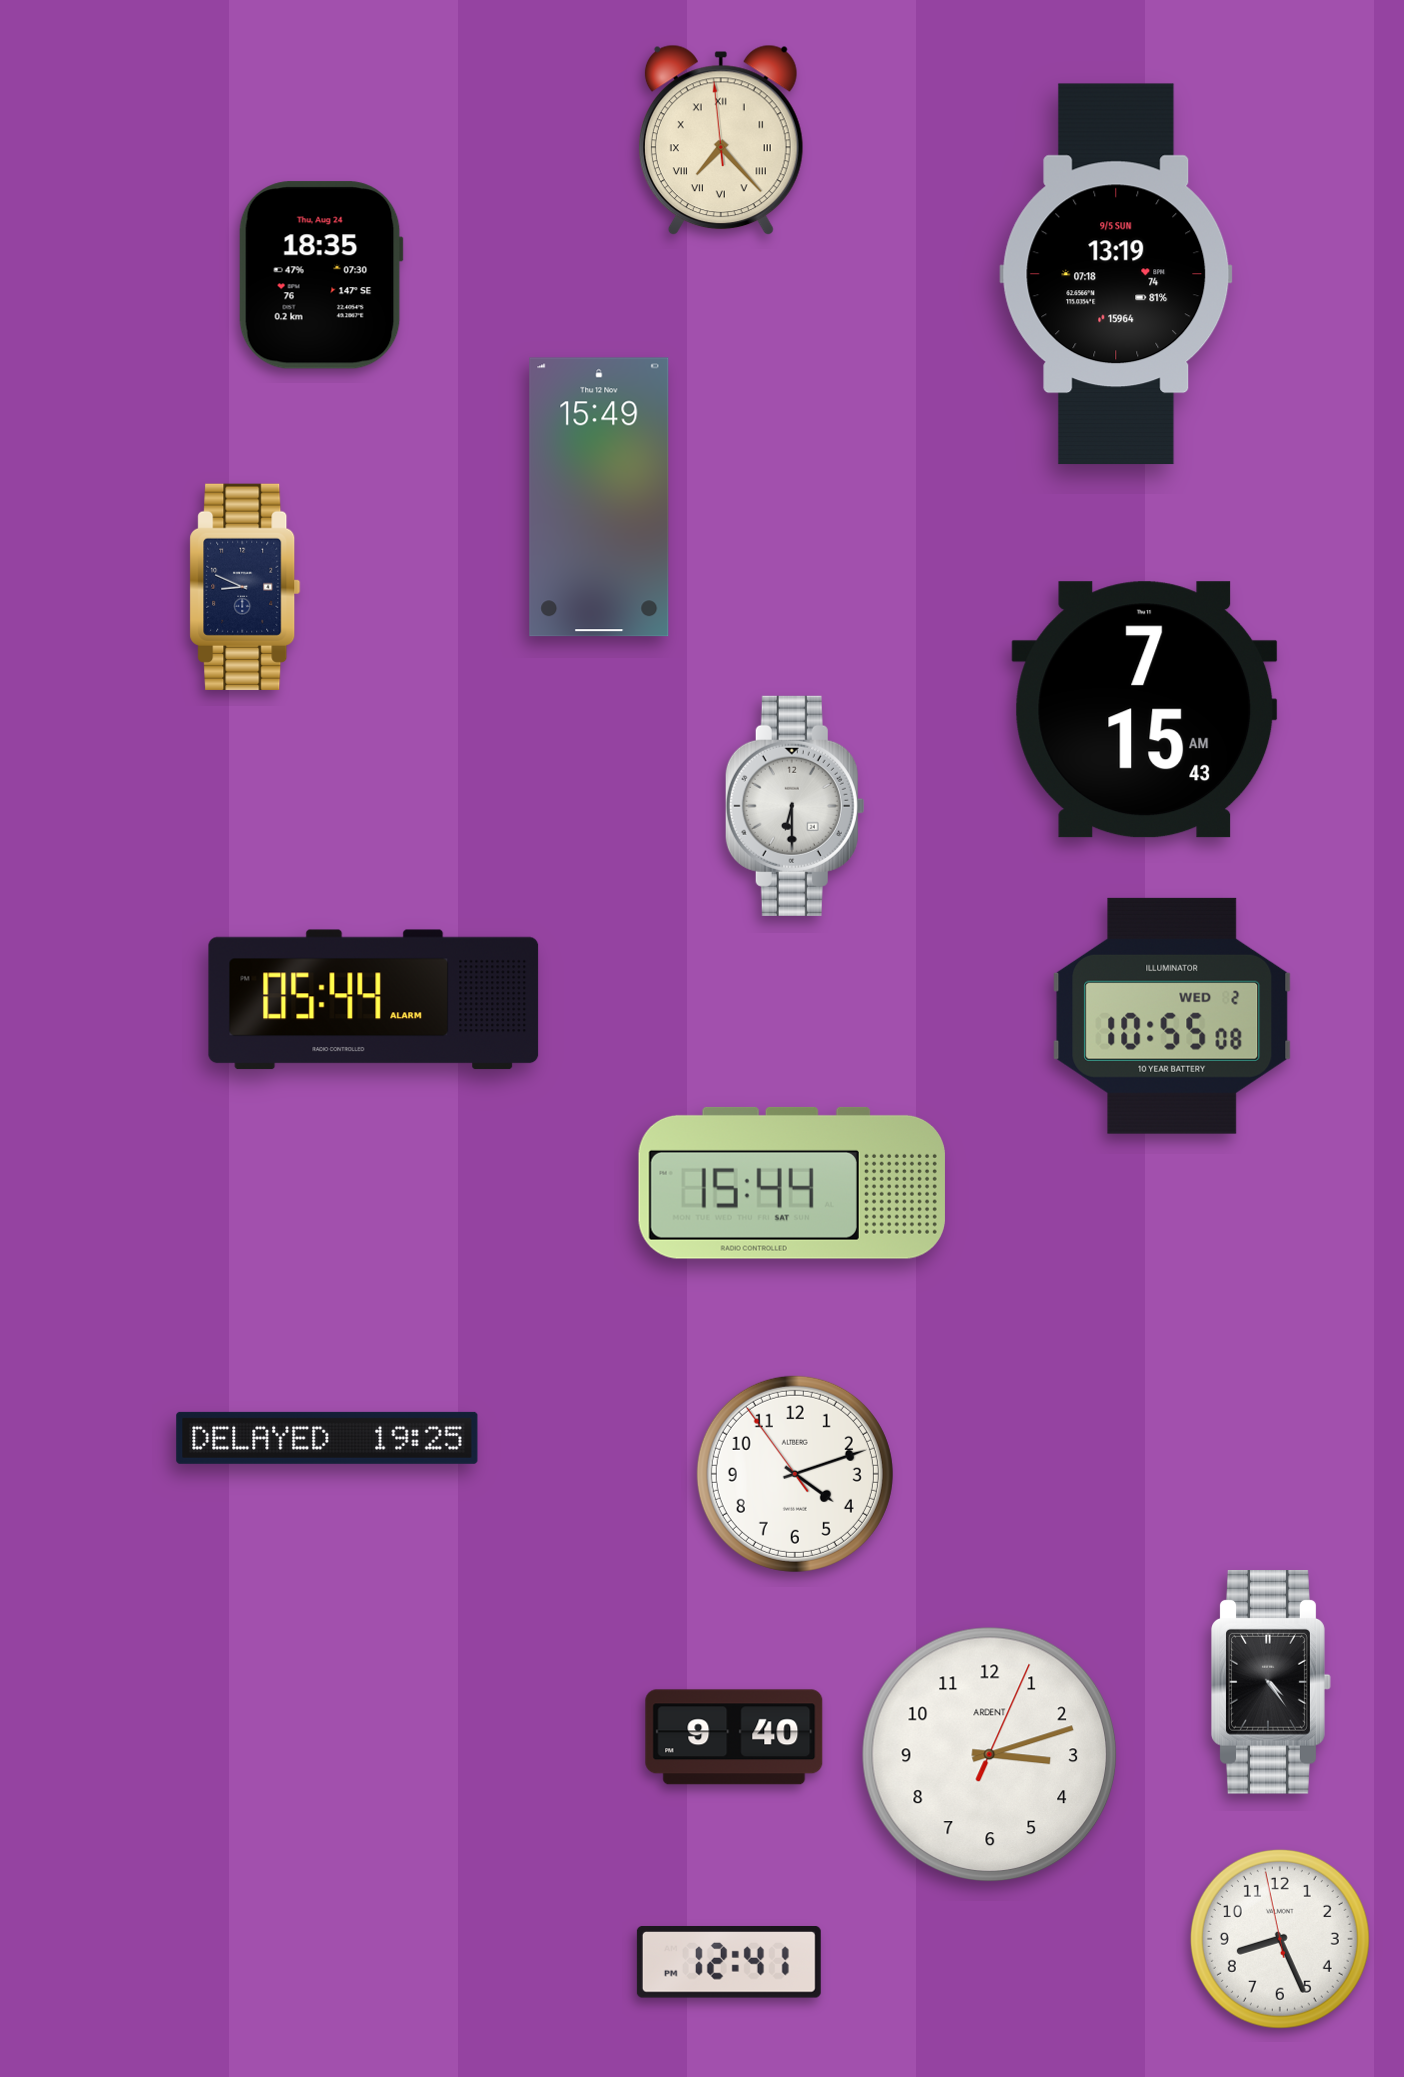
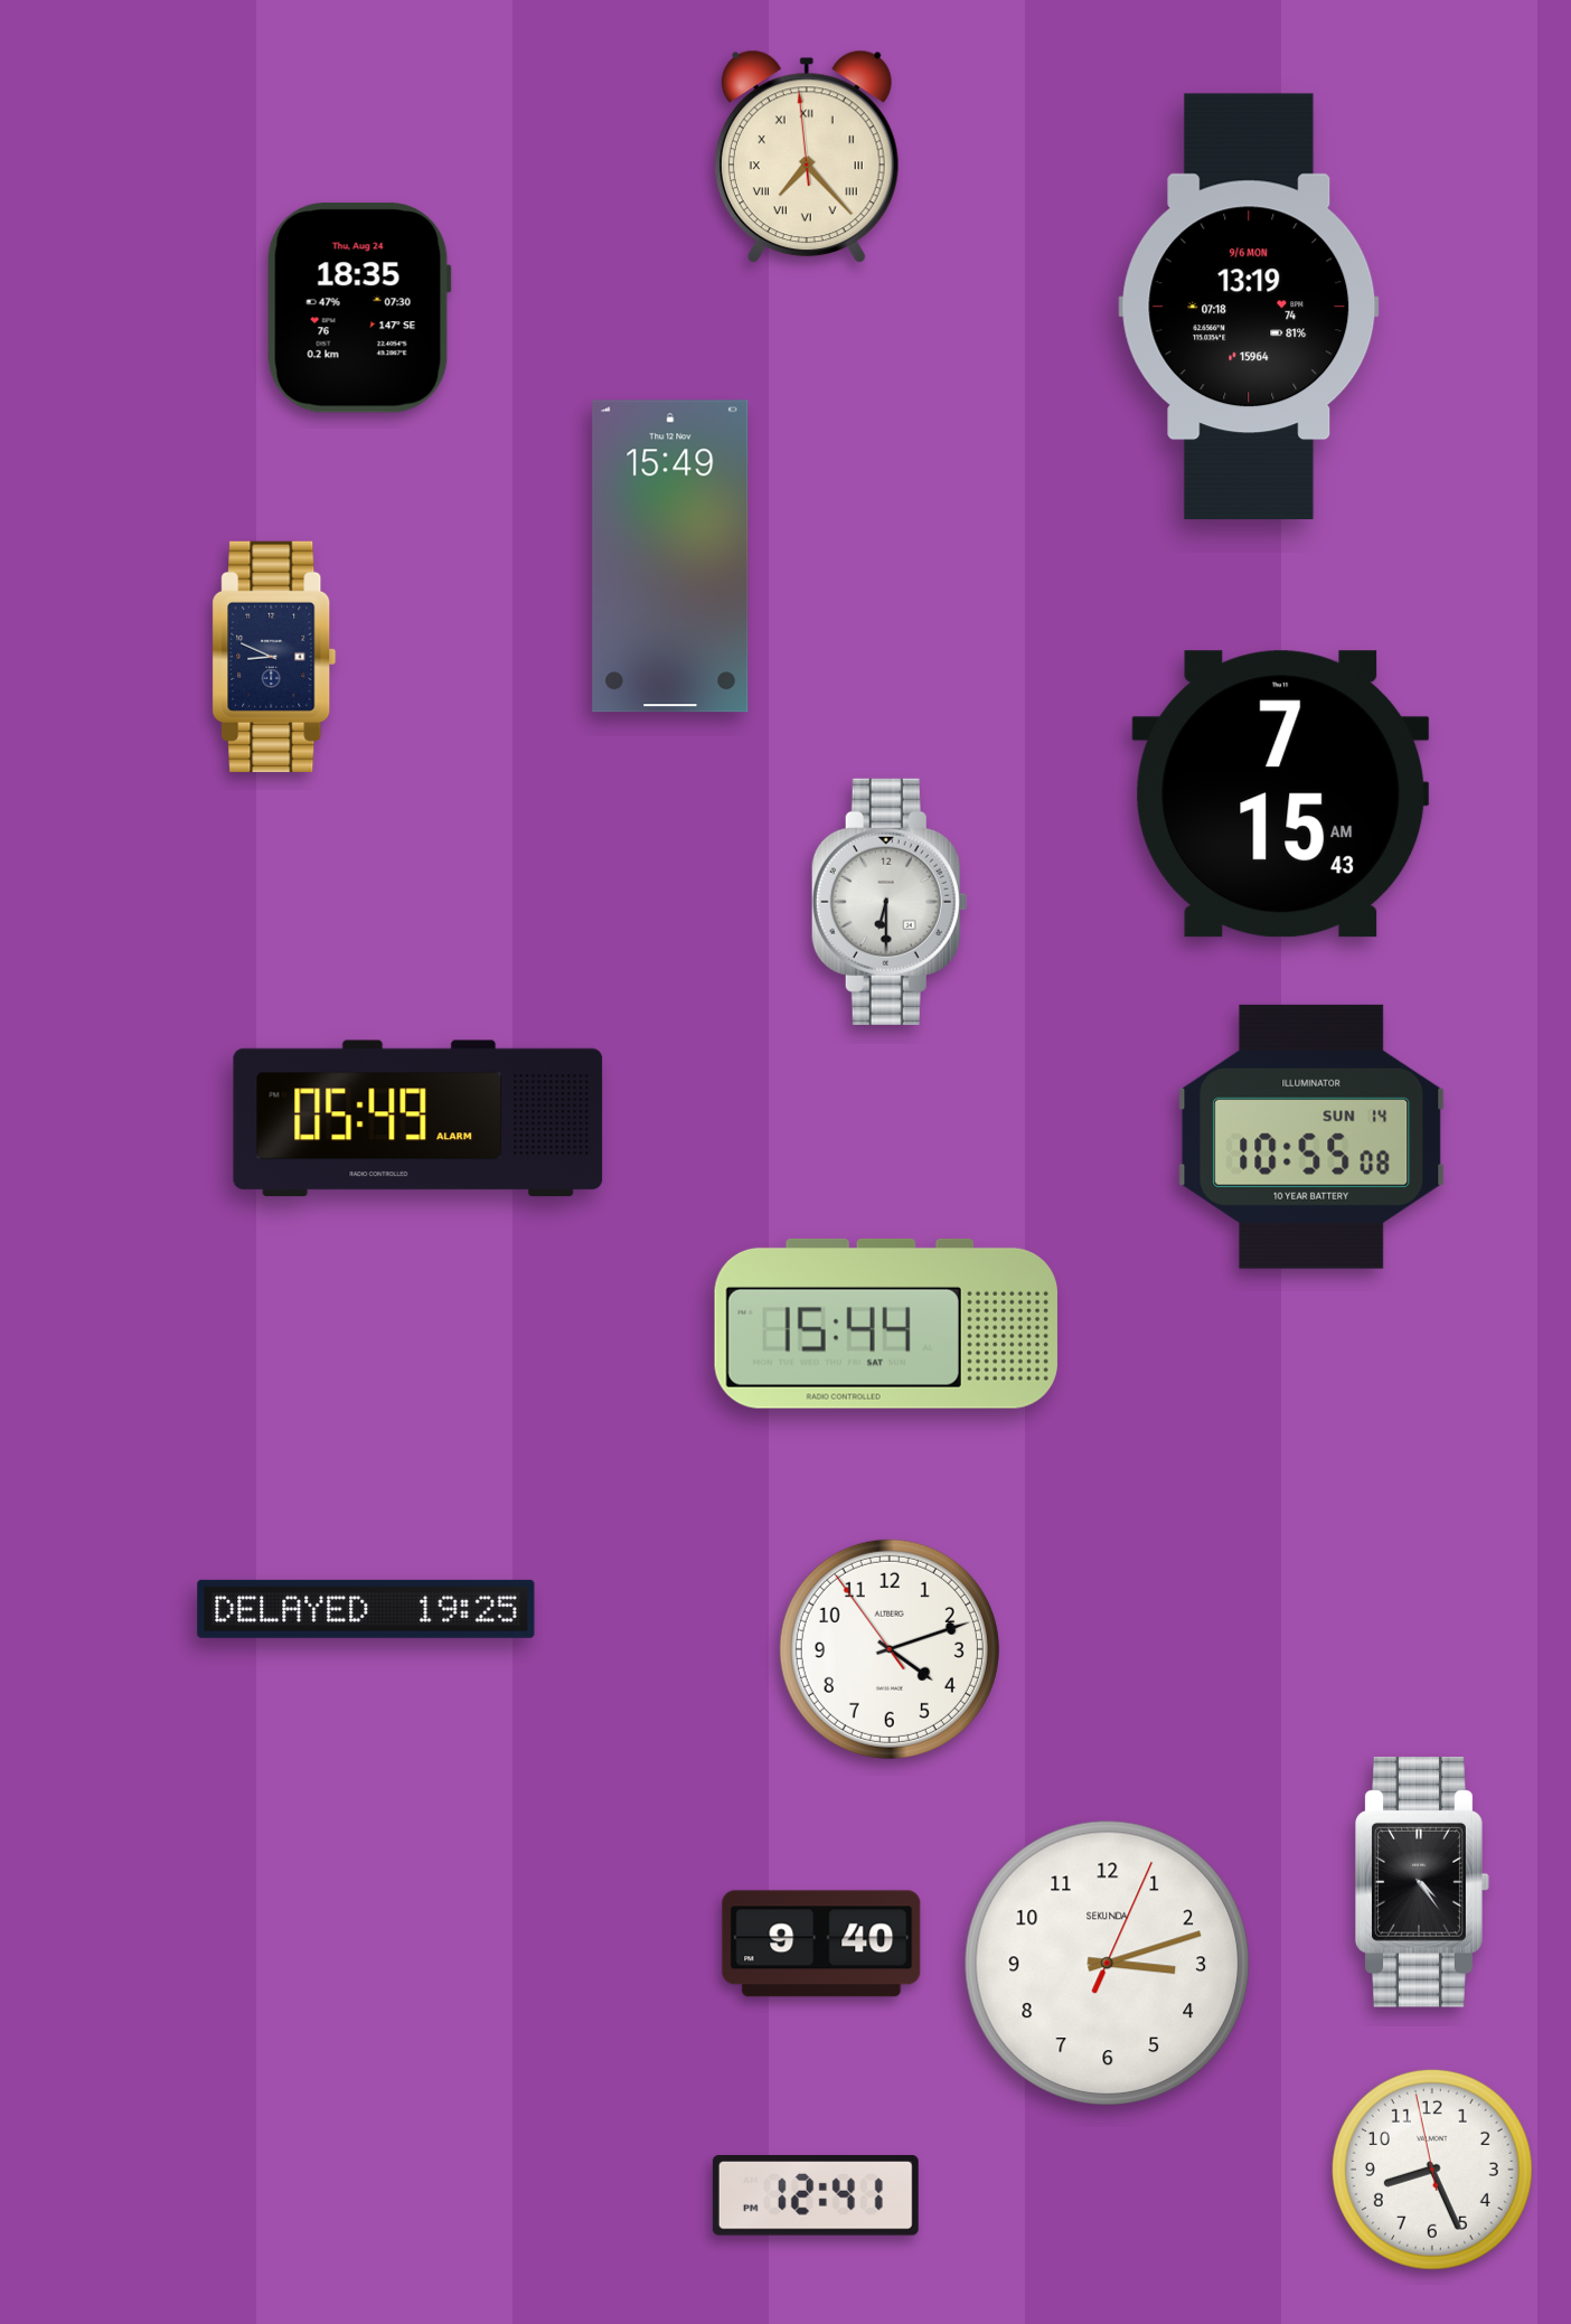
clock at (1116, 274) date: 9/5 SUN -> 9/6 MON
clock at (374, 1000): 05:44 -> 05:49
clock at (1172, 1016) date: WED 2 -> SUN 14
clock at (990, 1755) brand: ARDENT -> SEKUNDA
